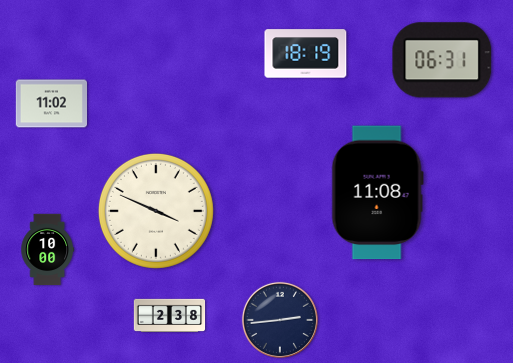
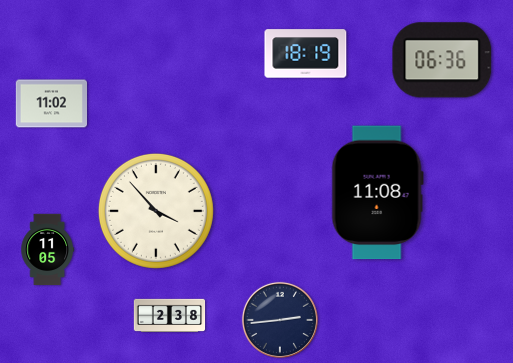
clock at (442, 60): 06:31 -> 06:36
clock at (156, 211): 3:49 -> 3:53
clock at (47, 250): 10:00 -> 11:05
